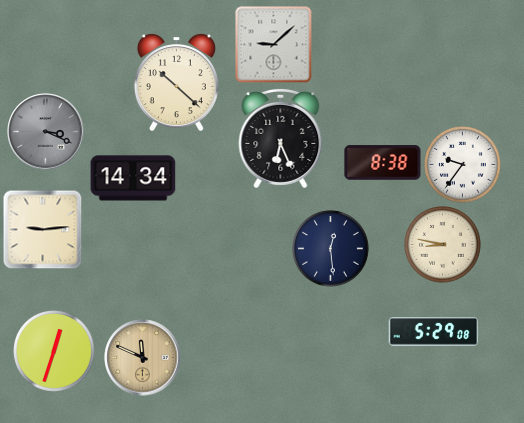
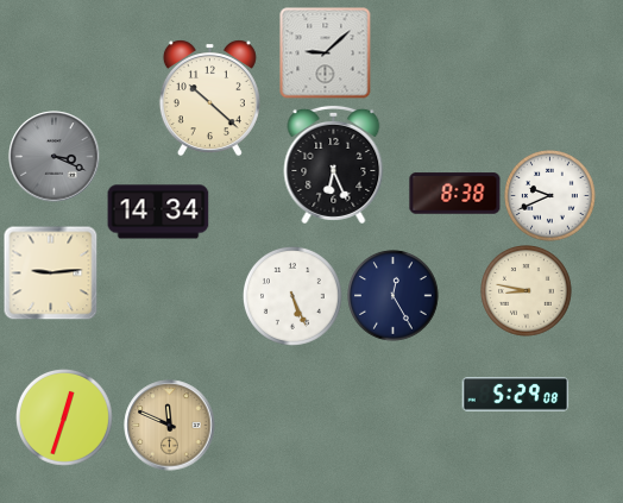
clock at (463, 165): 9:36 -> 9:41
clock at (292, 296): none -> 5:26
clock at (331, 249): 12:29 -> 12:25
